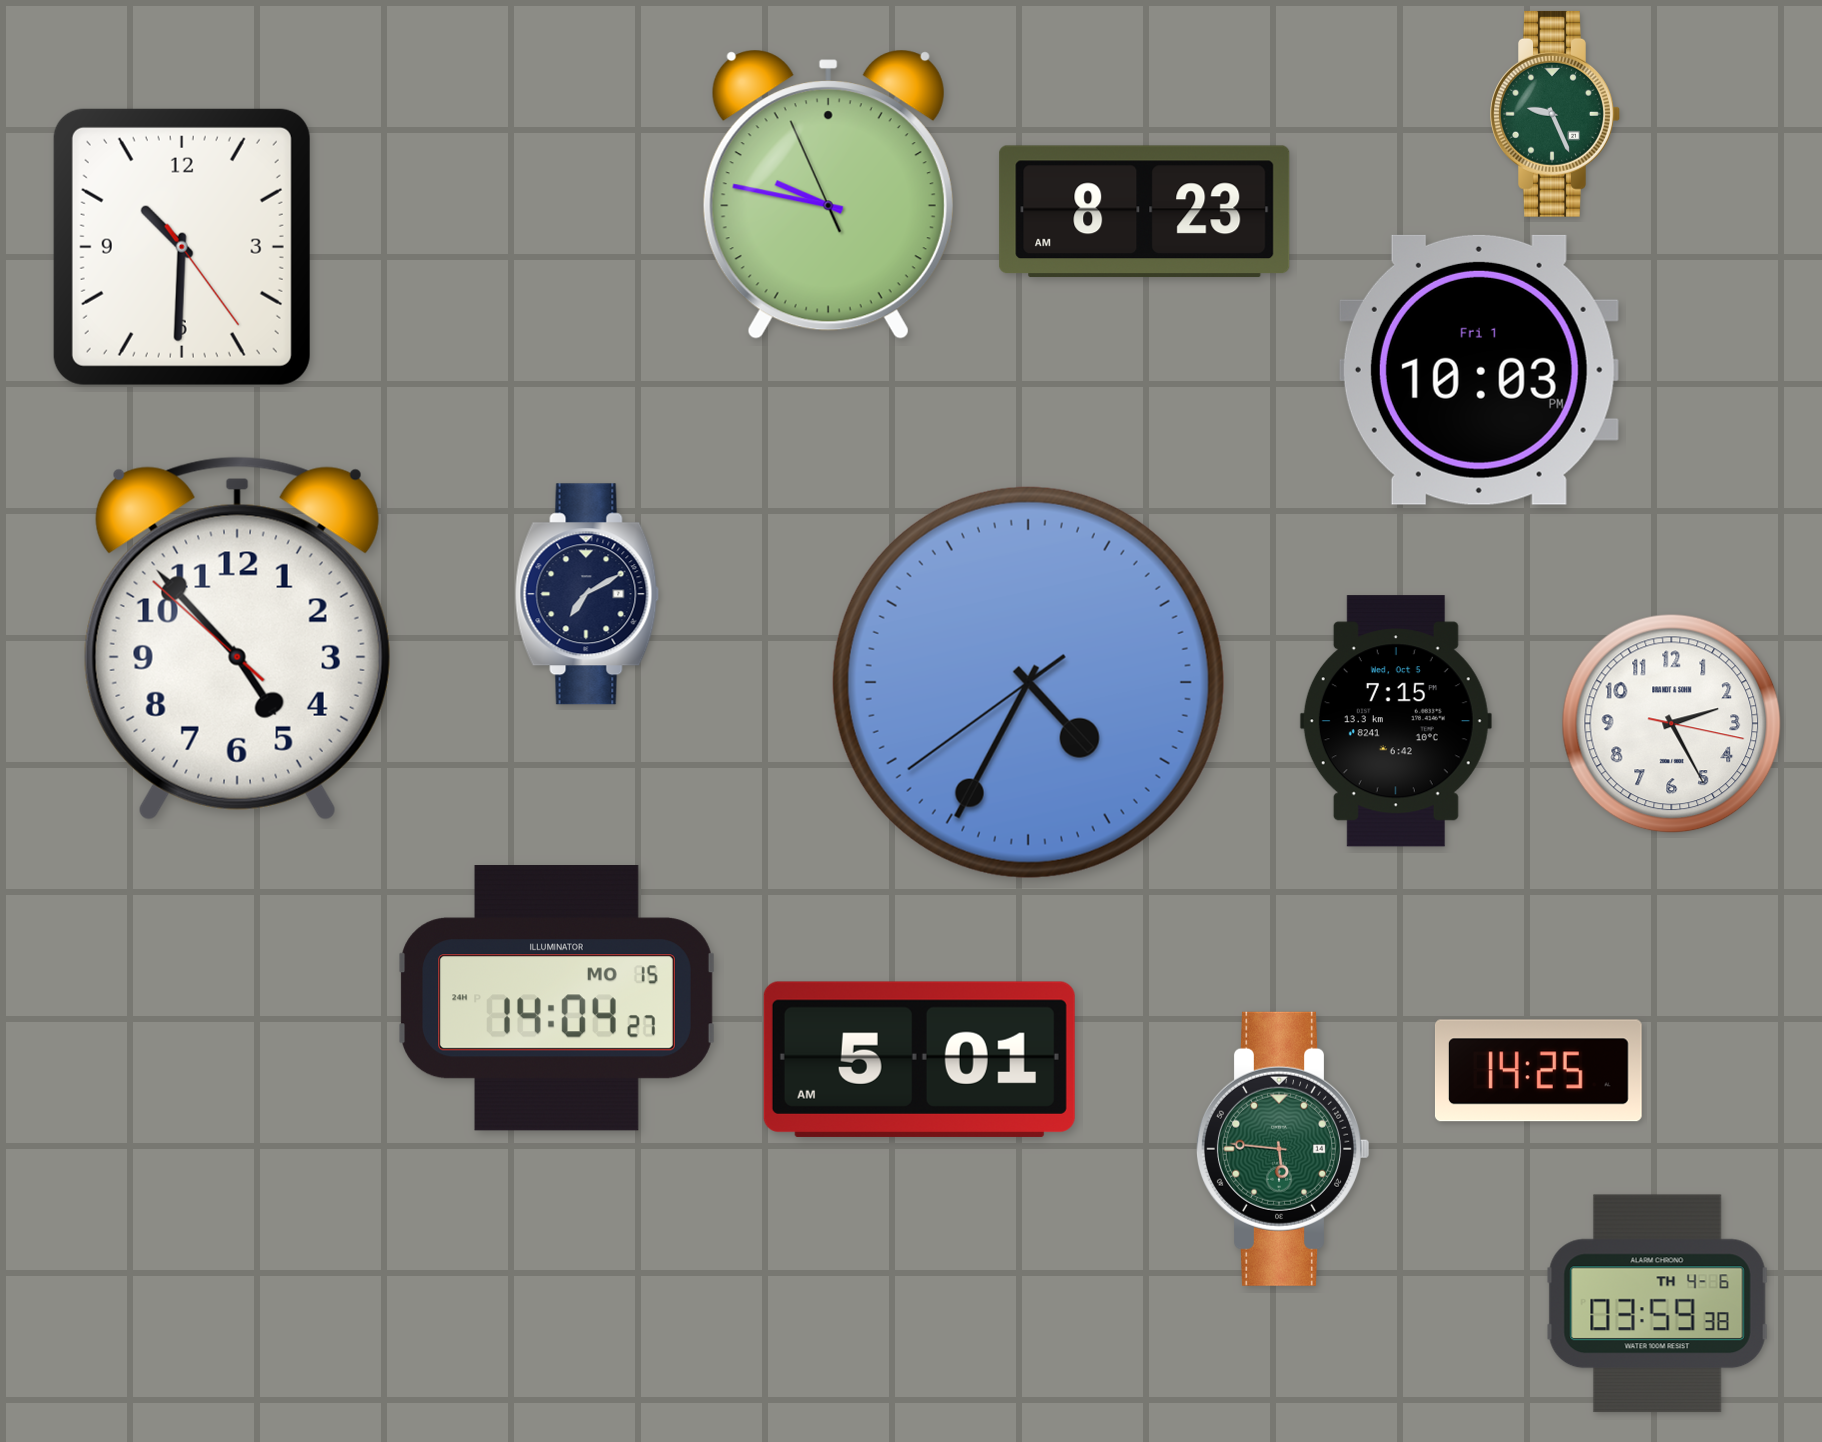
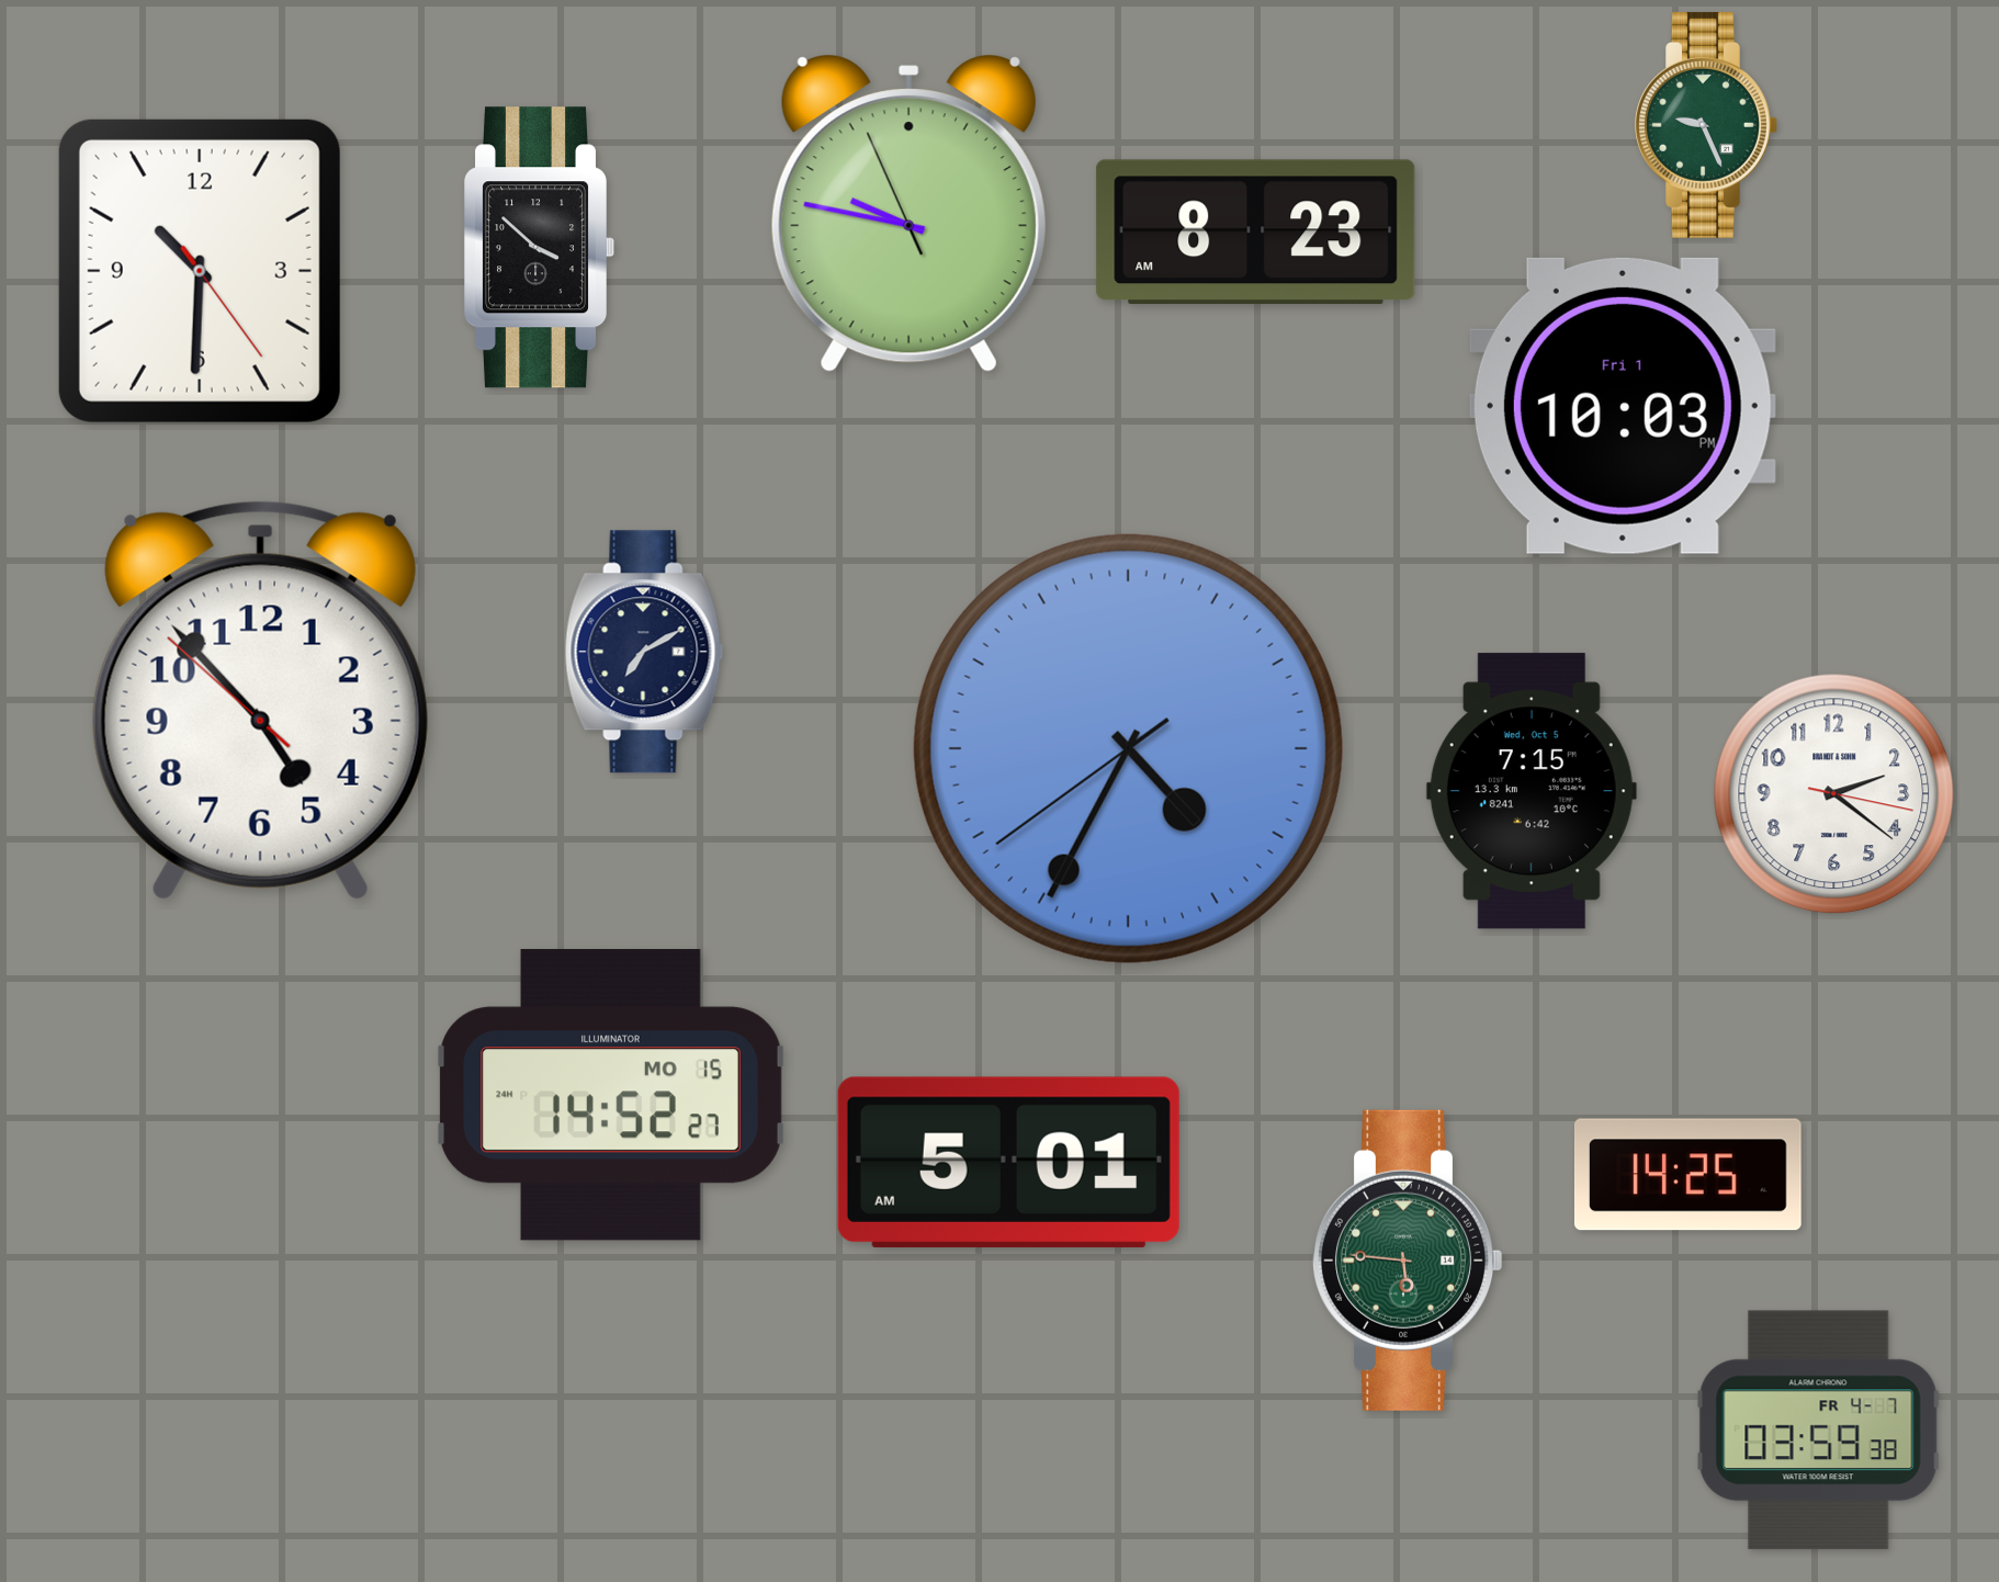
clock at (540, 248): none -> 3:52
clock at (1672, 724): 2:25 -> 2:21
clock at (557, 998): 14:04 -> 14:52
clock at (1657, 1304) date: TH 4-6 -> FR 4-7
